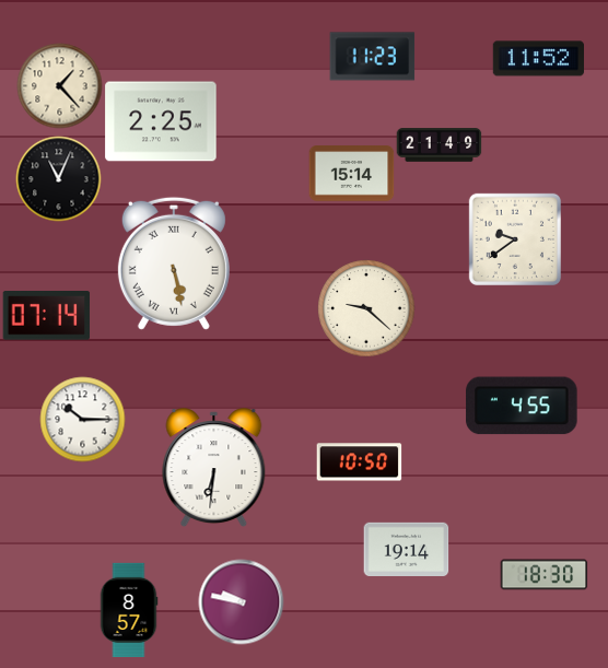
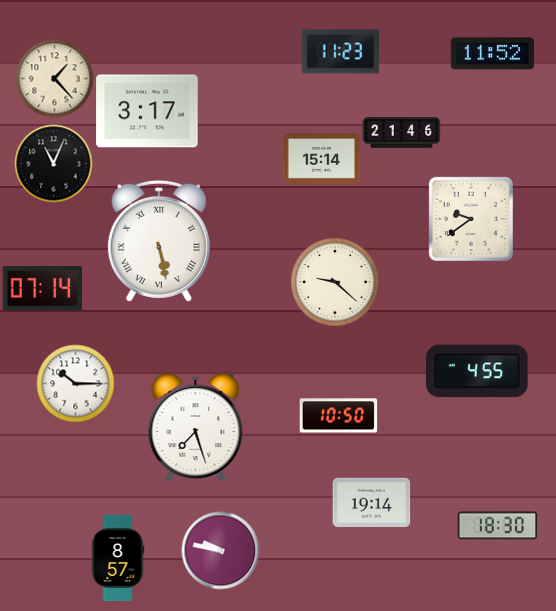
clock at (161, 121): 2:25 -> 3:17
clock at (439, 145): 21:49 -> 21:46
clock at (359, 462) position: (359, 462) -> (338, 416)
clock at (214, 468): 6:31 -> 7:27
